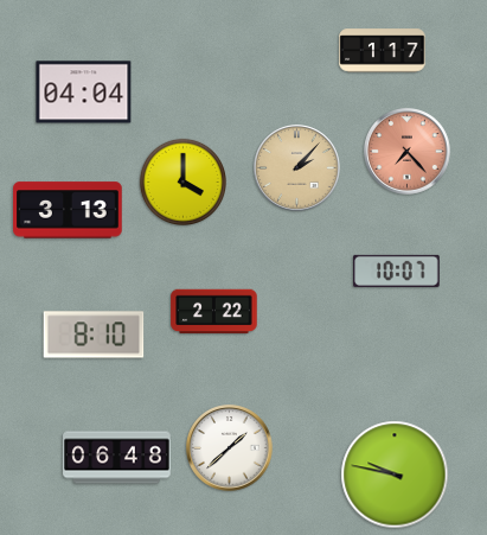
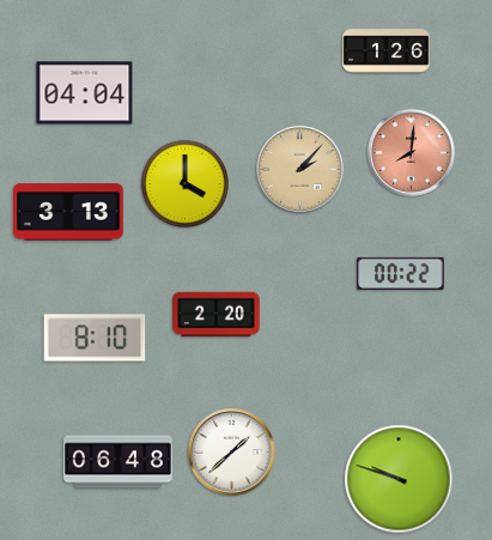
clock at (383, 51): 1:17 -> 1:26
clock at (408, 152): 7:23 -> 8:01
clock at (397, 270): 10:07 -> 00:22
clock at (214, 312): 2:22 -> 2:20
clock at (395, 475): 9:47 -> 9:48
